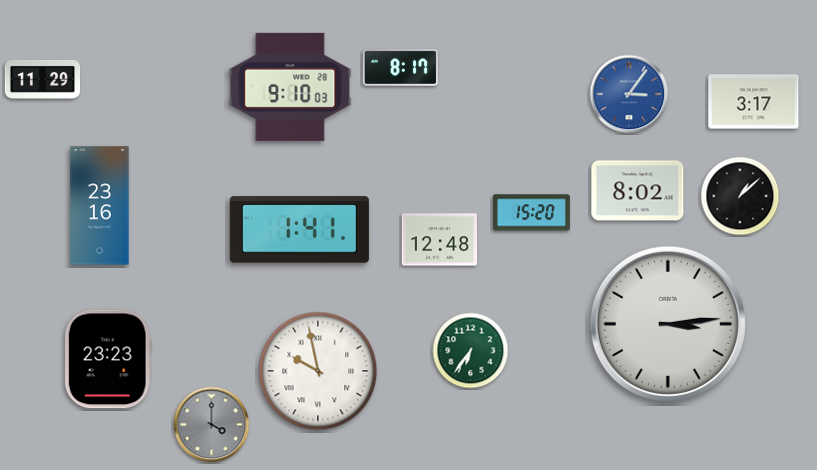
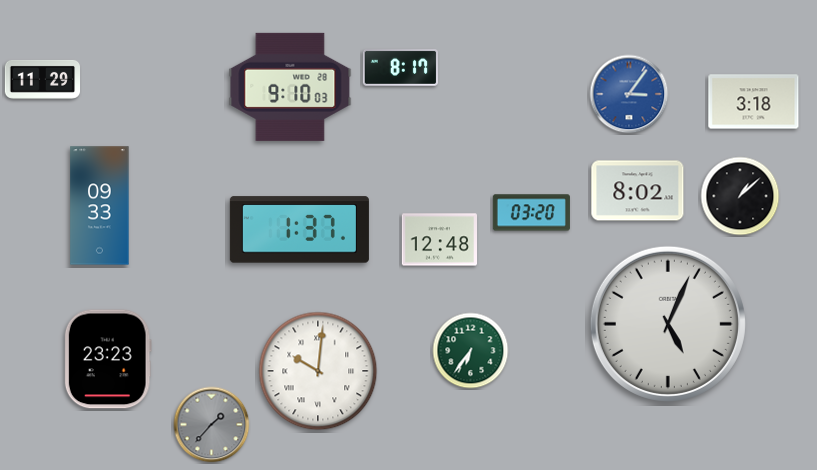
clock at (754, 102): 3:17 -> 3:18
clock at (100, 206): 23:16 -> 09:33
clock at (531, 213): 15:20 -> 03:20
clock at (299, 230): 1:41 -> 1:37
clock at (668, 324): 3:14 -> 5:04
clock at (318, 371): 9:58 -> 10:01
clock at (212, 425): 4:00 -> 1:37
